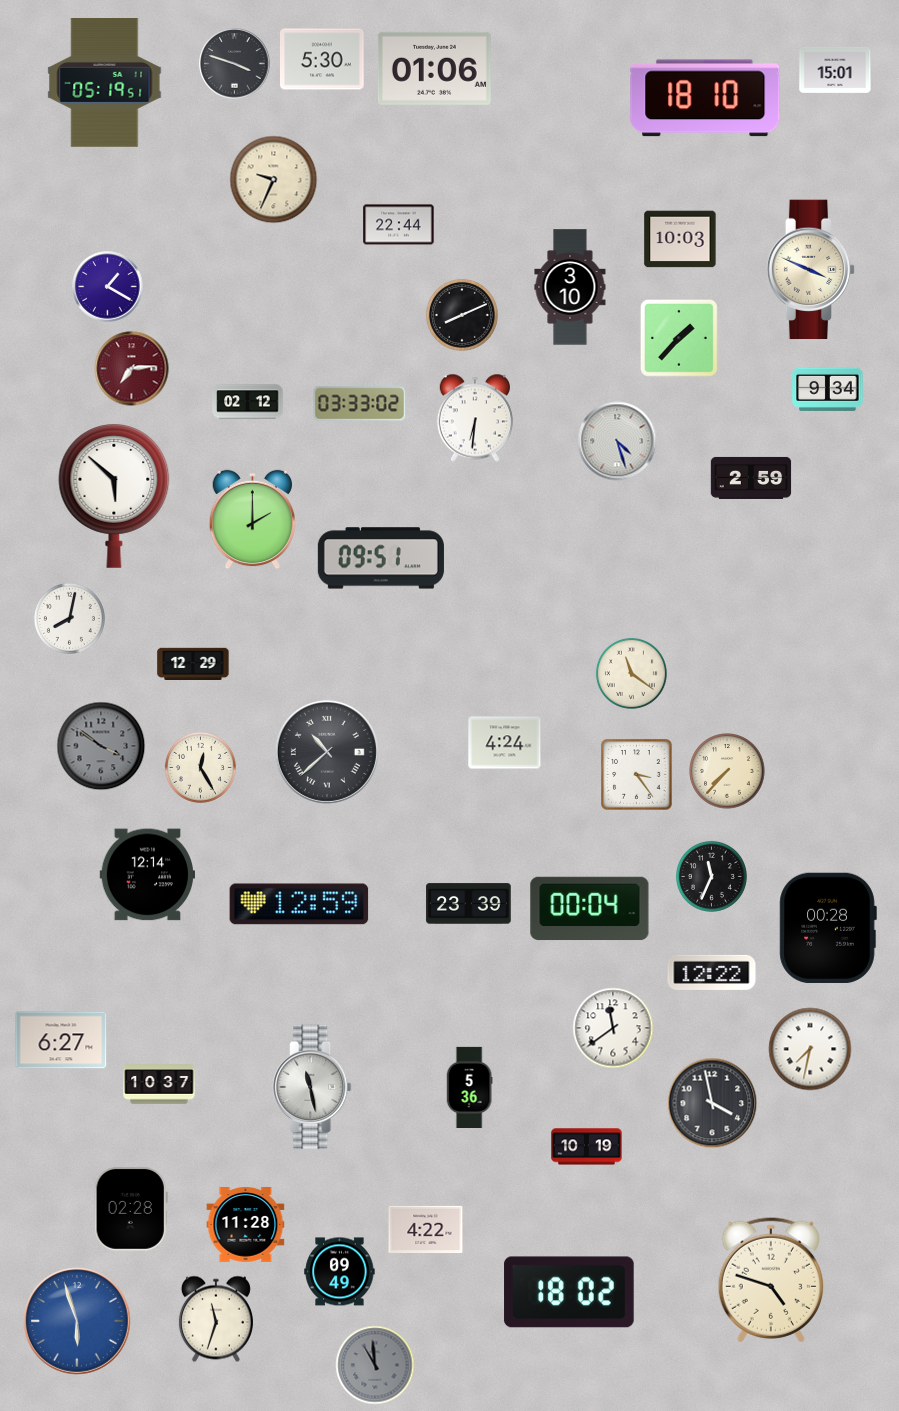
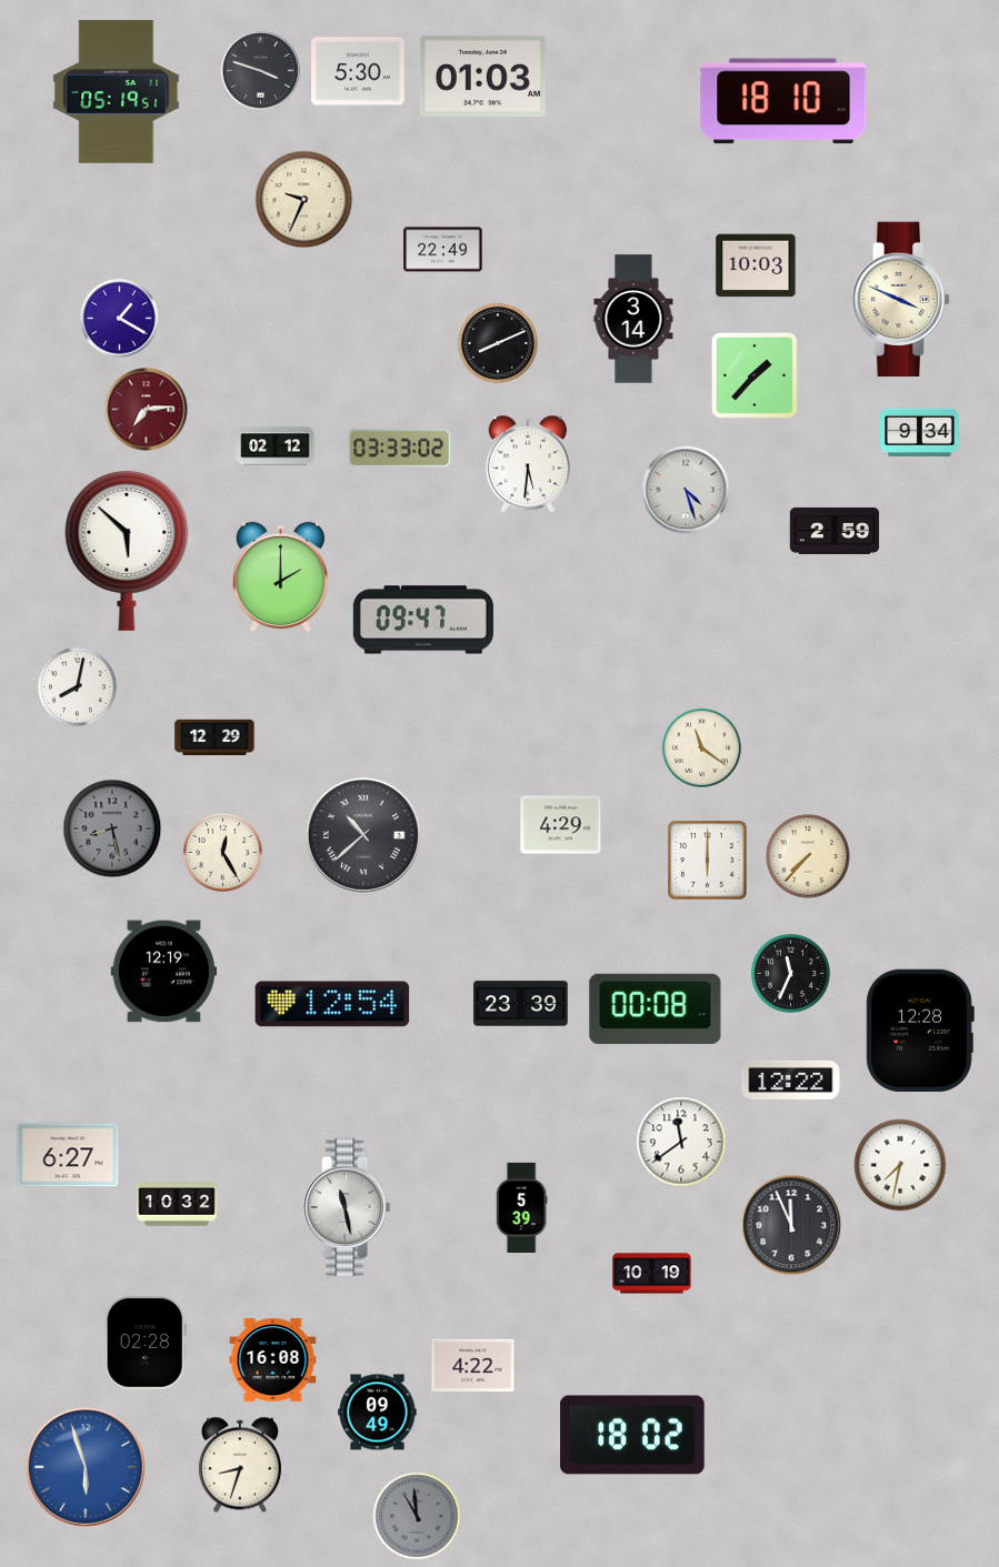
clock at (323, 59) position: (323, 59) -> (359, 71)
clock at (434, 68): 01:06 -> 01:03
clock at (835, 71): 15:01 -> none
clock at (705, 98) position: (705, 98) -> (783, 101)
clock at (399, 225): 22:44 -> 22:49
clock at (570, 287): 3:10 -> 3:14
clock at (462, 315) position: (462, 315) -> (498, 343)
clock at (474, 418): 6:31 -> 5:31
clock at (381, 558): 09:51 -> 09:47
clock at (505, 743): 4:24 -> 4:29
clock at (101, 746): 3:51 -> 8:28
clock at (637, 775): 3:24 -> 6:00
clock at (147, 875): 12:14 -> 12:19
clock at (299, 904): 12:59 -> 12:54
clock at (590, 909): 00:04 -> 00:08
clock at (828, 928): 00:28 -> 12:28
clock at (159, 1084): 10:37 -> 10:32
clock at (469, 1087): 5:36 -> 5:39
clock at (712, 1103): 3:58 -> 11:56
clock at (246, 1225): 11:28 -> 16:08
clock at (771, 1280): 4:48 -> none
clock at (216, 1319): 11:33 -> 8:33
